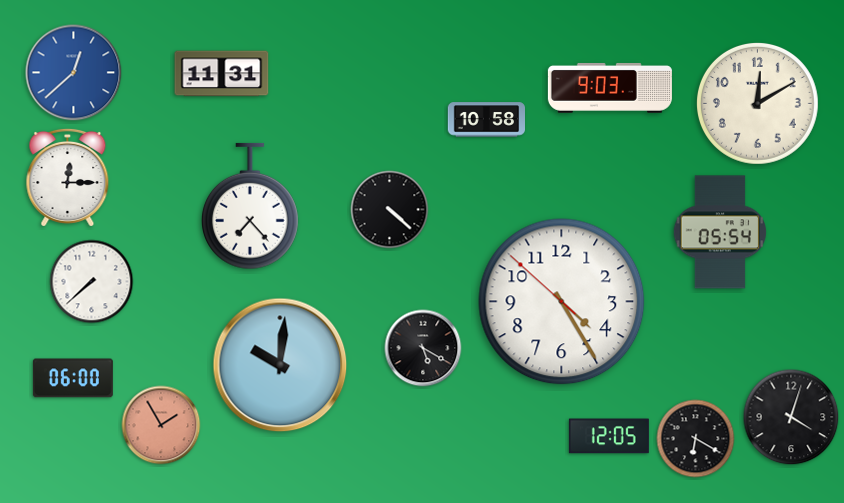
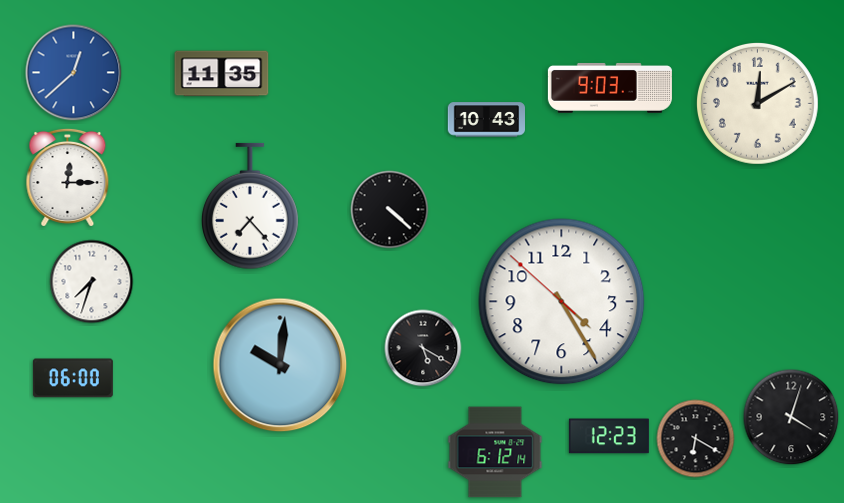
clock at (222, 74): 11:31 -> 11:35
clock at (486, 120): 10:58 -> 10:43
clock at (720, 232): 05:54 -> none
clock at (92, 282): 7:38 -> 7:33
clock at (161, 425): 1:55 -> none
clock at (609, 436): 12:05 -> 12:23
clock at (495, 452): none -> 6:12
